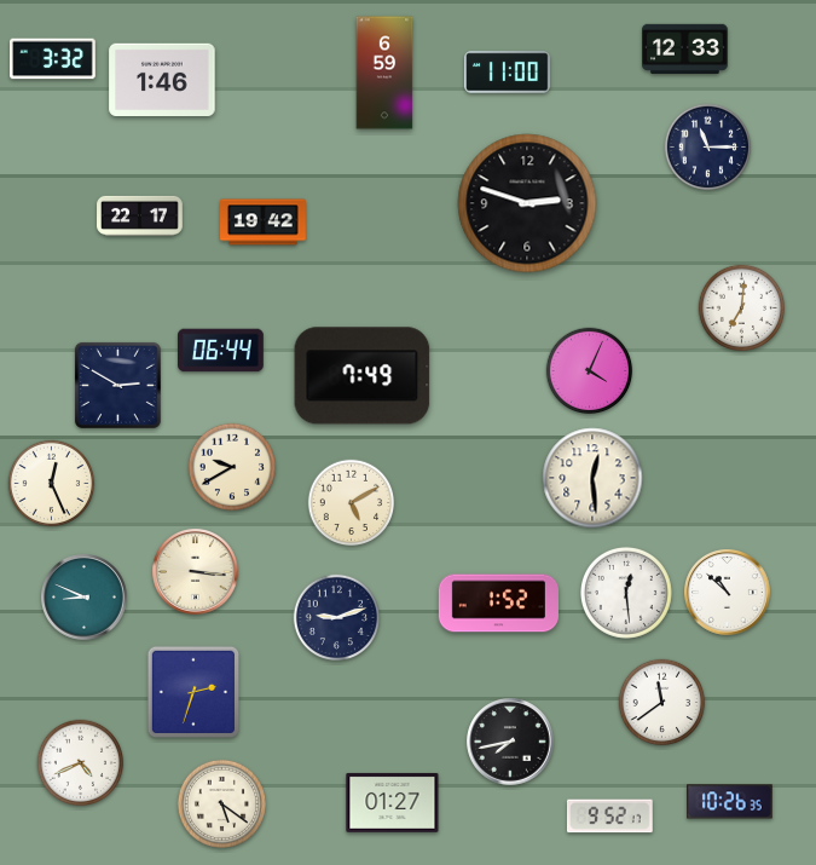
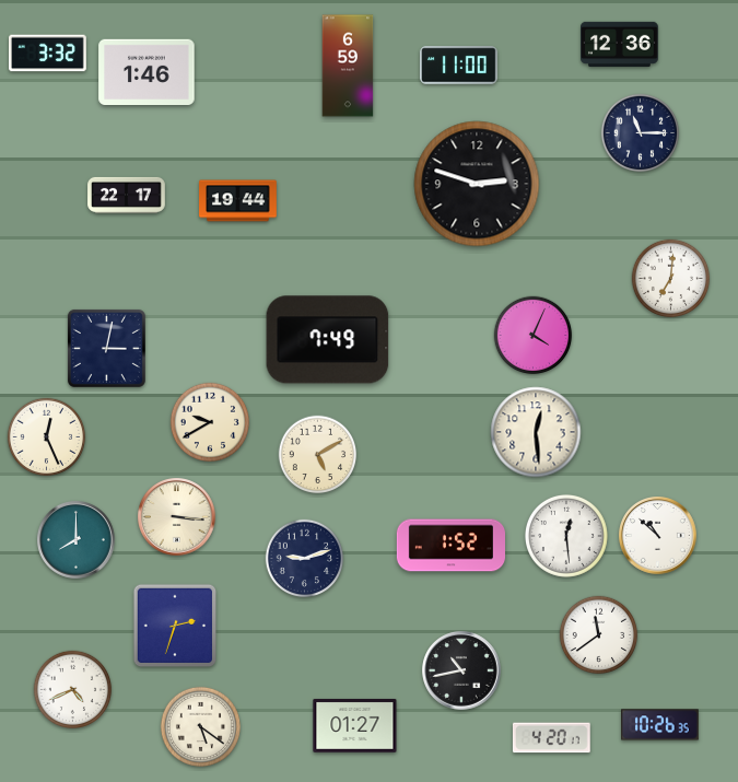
clock at (685, 48): 12:33 -> 12:36
clock at (264, 223): 19:42 -> 19:44
clock at (221, 351): 06:44 -> none
clock at (117, 385): 2:50 -> 3:02
clock at (85, 598): 8:49 -> 8:00
clock at (510, 742): 7:43 -> 10:43
clock at (609, 817): 9:52 -> 4:20
